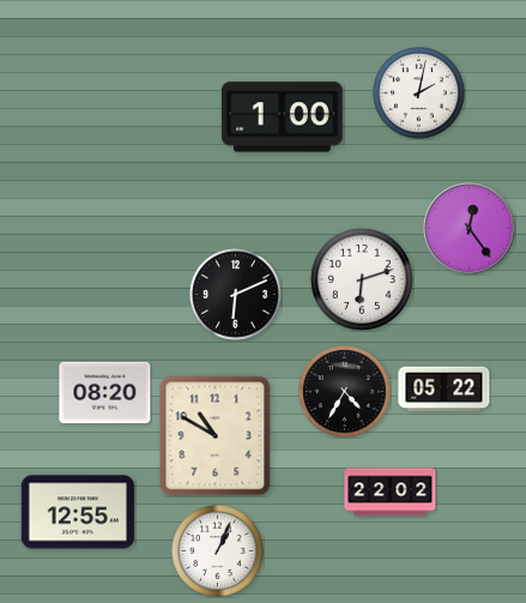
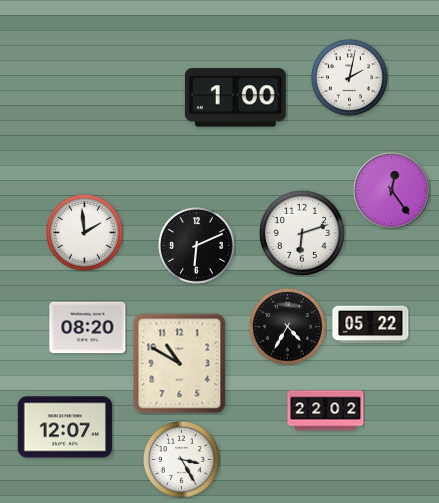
clock at (85, 233): none -> 1:59
clock at (77, 512): 12:55 -> 12:07
clock at (218, 551): 1:04 -> 3:25
